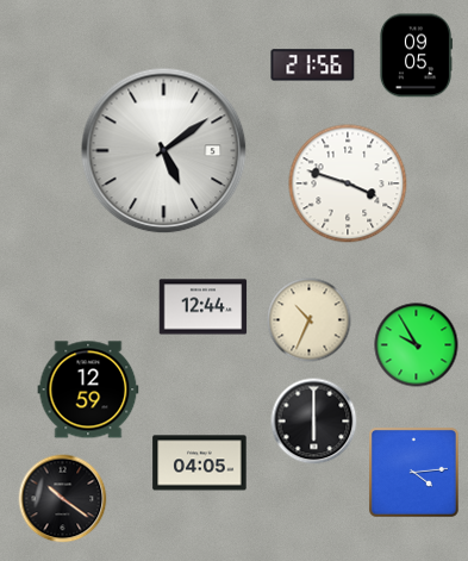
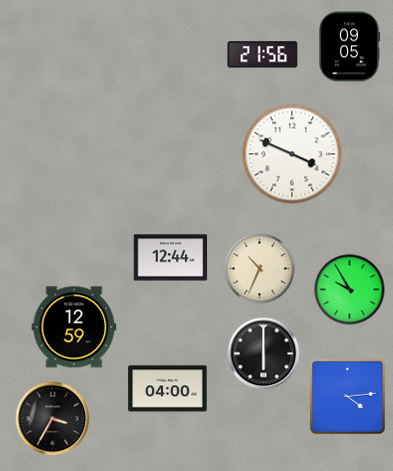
clock at (164, 151): 5:09 -> none
clock at (348, 183): 3:48 -> 3:49
clock at (200, 463): 04:05 -> 04:00
clock at (63, 499): 10:21 -> 3:35
